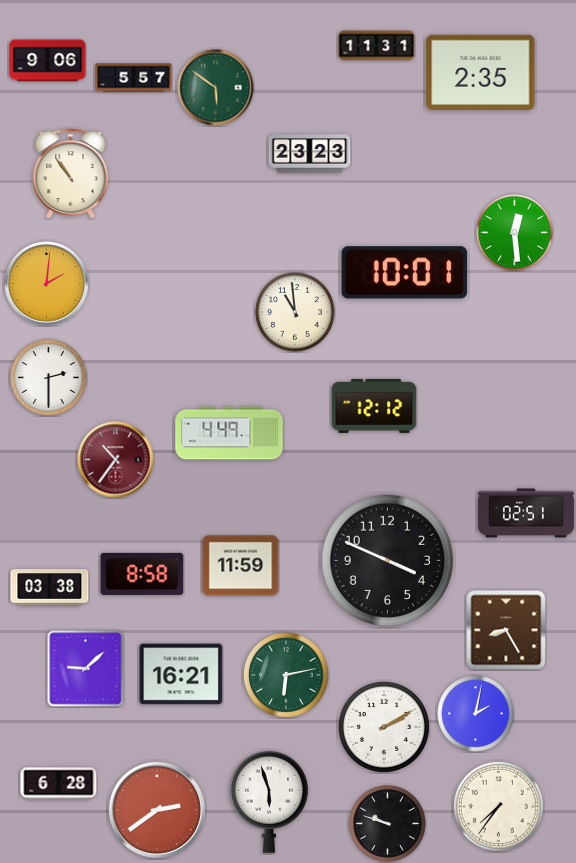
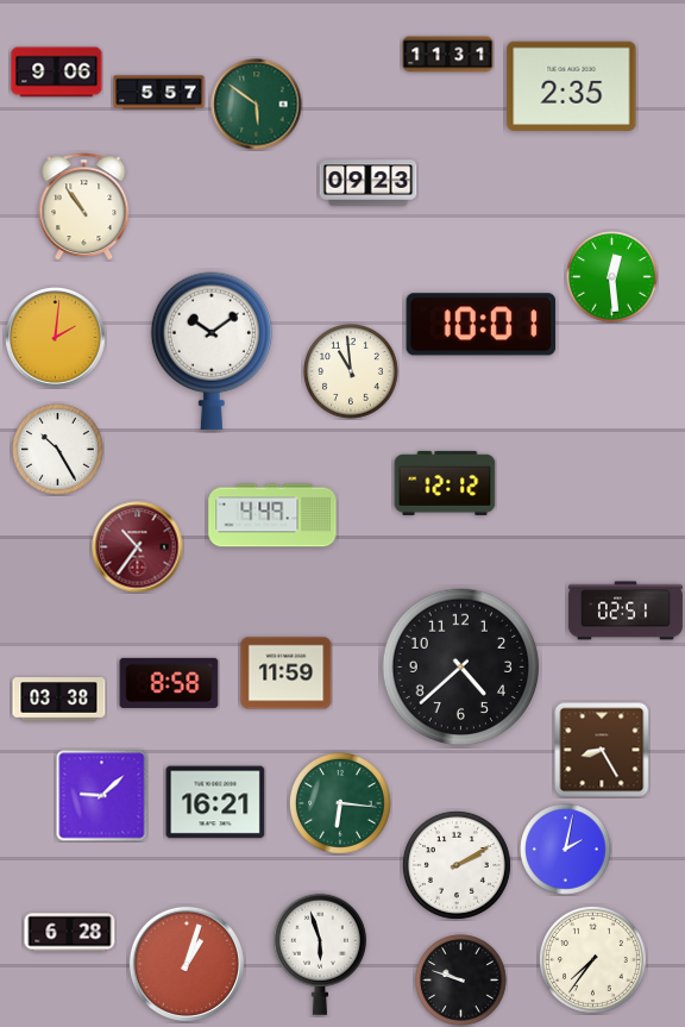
clock at (310, 154): 23:23 -> 09:23
clock at (210, 351): none -> 10:09
clock at (49, 378): 2:30 -> 10:25
clock at (388, 561): 3:49 -> 4:38
clock at (286, 675): 6:13 -> 6:16
clock at (157, 810): 2:39 -> 1:03
